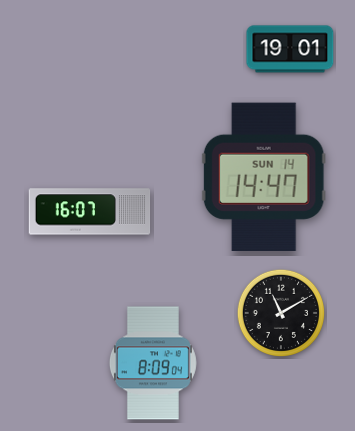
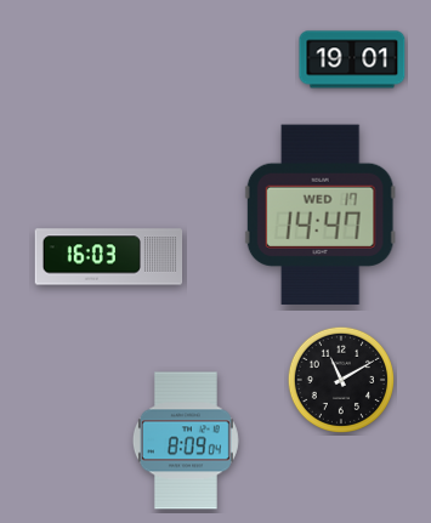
clock at (264, 176) date: SUN 14 -> WED 17
clock at (90, 212): 16:07 -> 16:03
